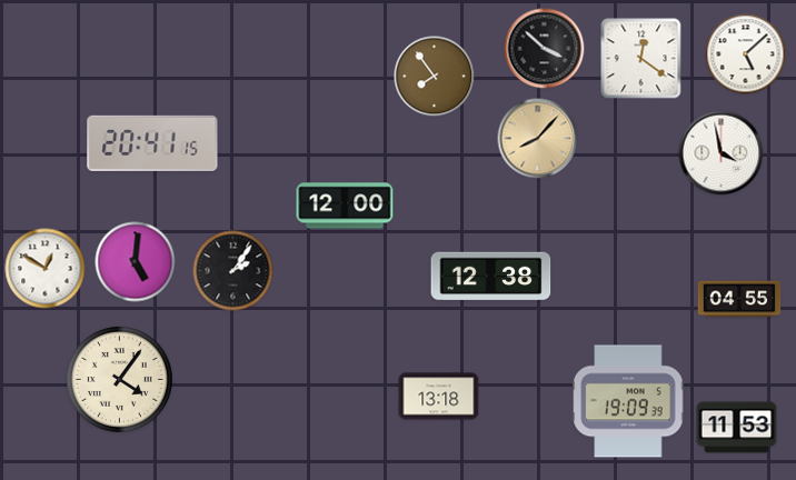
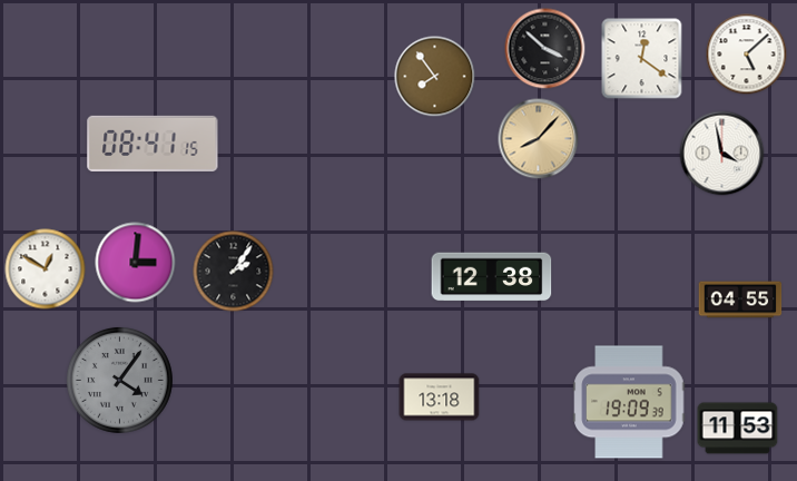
clock at (152, 143): 20:41 -> 08:41
clock at (345, 206): 12:00 -> none
clock at (136, 262): 5:01 -> 3:01
clock at (119, 379) dial: cream -> grey
